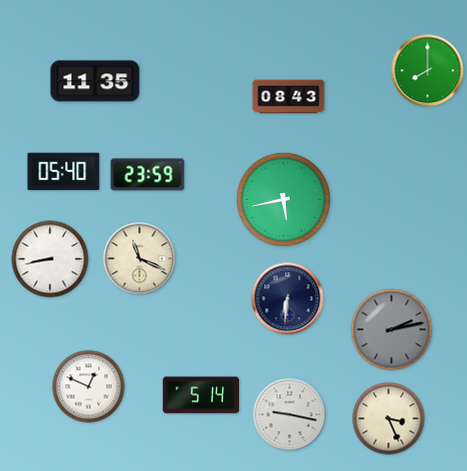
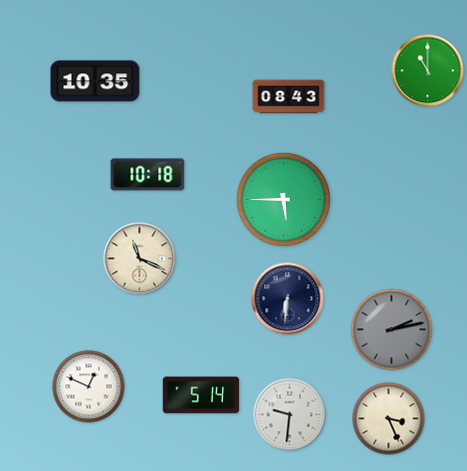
clock at (428, 71): 8:00 -> 11:00
clock at (95, 81): 11:35 -> 10:35
clock at (64, 172): 05:40 -> none
clock at (148, 175): 23:59 -> 10:18
clock at (283, 199): 5:43 -> 5:45
clock at (50, 259): 8:43 -> none
clock at (290, 415): 9:17 -> 9:31
